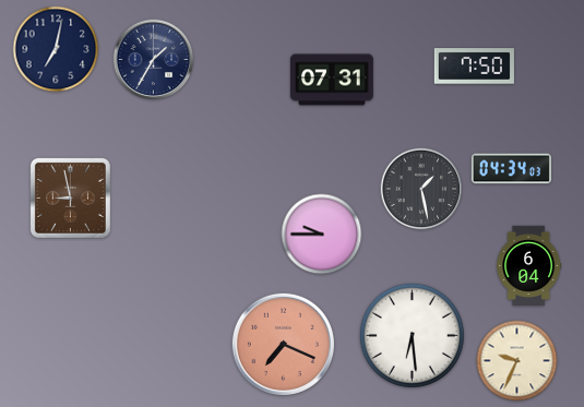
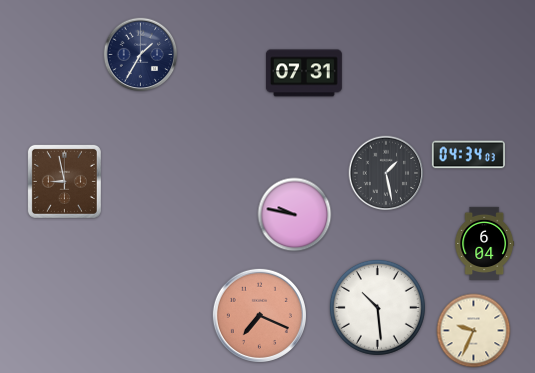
clock at (56, 49): 7:02 -> none
clock at (474, 67): 7:50 -> none
clock at (322, 235): 9:45 -> 9:47
clock at (412, 335): 6:29 -> 10:29
